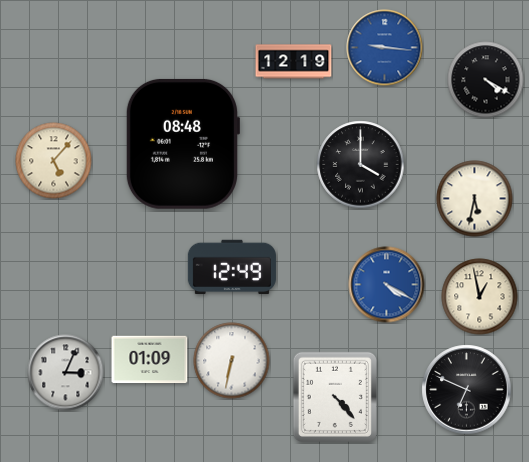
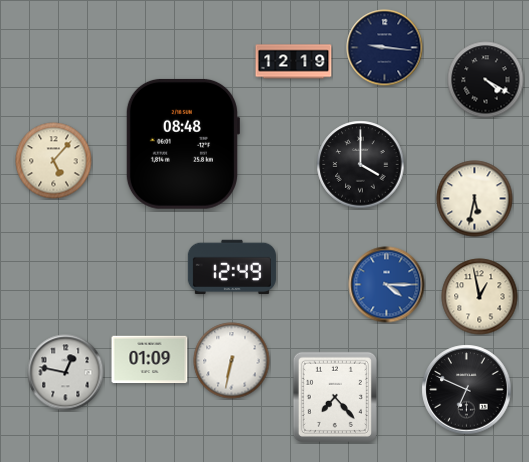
clock at (385, 48) dial: blue -> navy
clock at (387, 285): 4:20 -> 4:15
clock at (66, 373): 3:04 -> 12:47
clock at (335, 397): 4:23 -> 7:23
